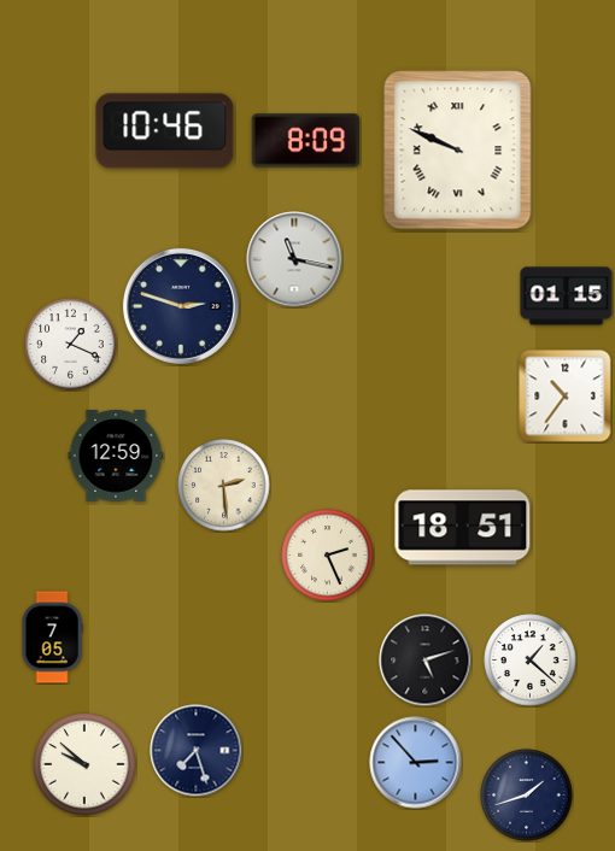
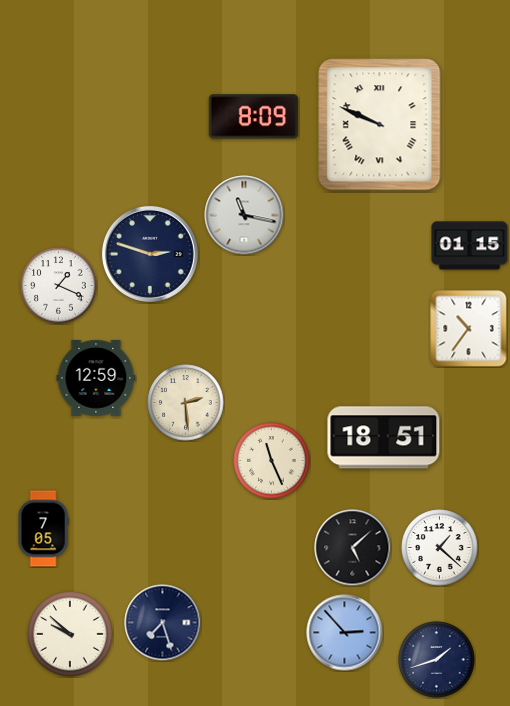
clock at (165, 131): 10:46 -> none
clock at (328, 556): 2:26 -> 11:26
clock at (426, 661): 5:12 -> 5:08
